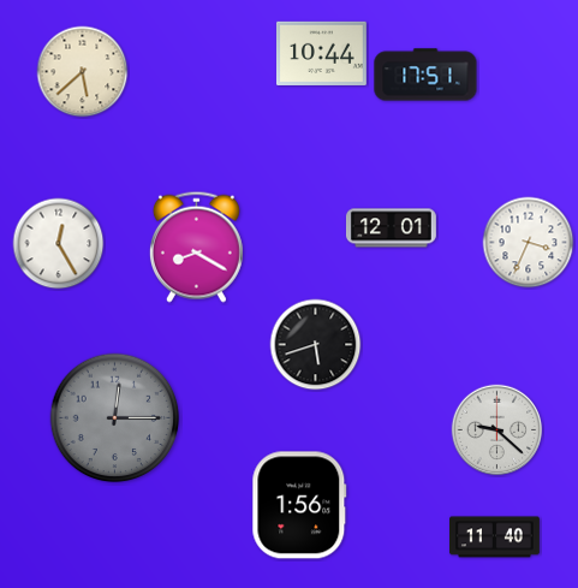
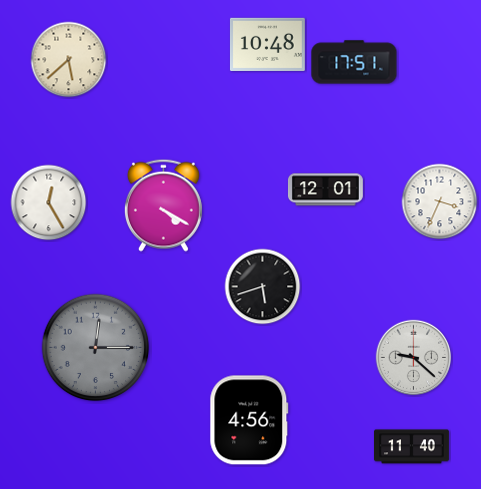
clock at (321, 53): 10:44 -> 10:48
clock at (196, 247): 8:20 -> 4:20
clock at (299, 505): 1:56 -> 4:56
